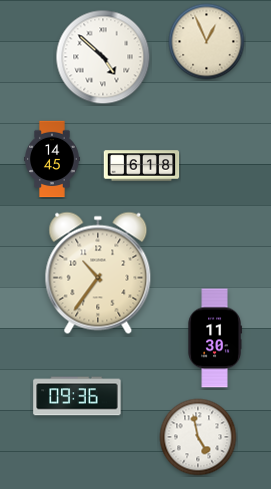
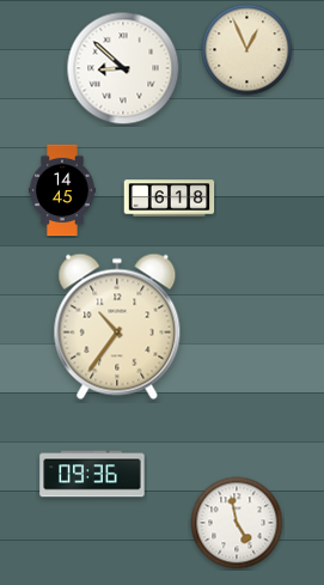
clock at (103, 57): 4:52 -> 8:52
clock at (215, 338): 11:30 -> none
